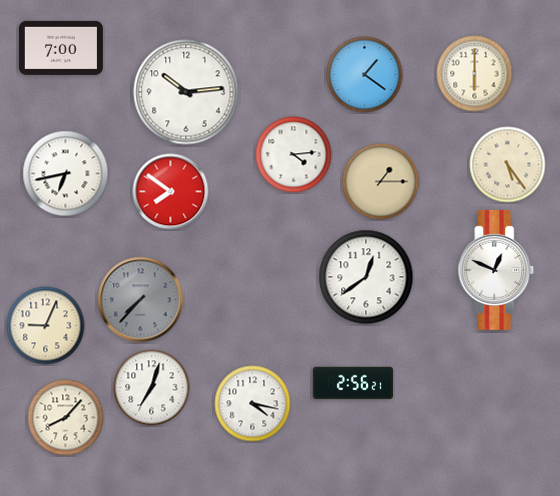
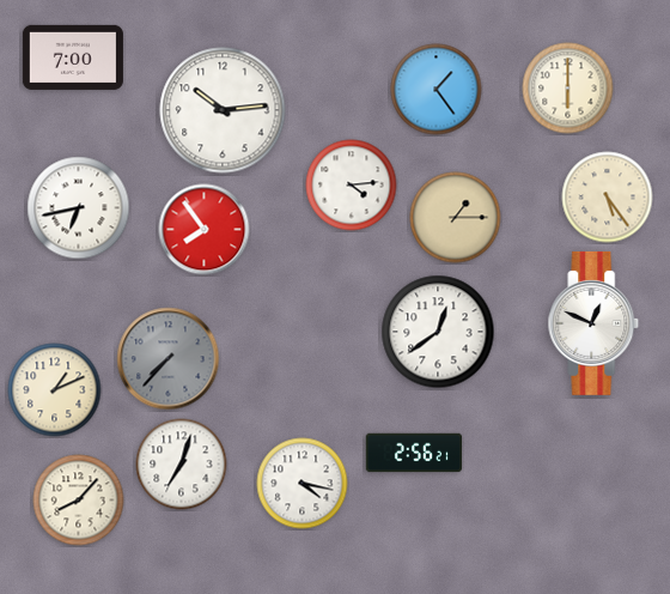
clock at (365, 75): 1:21 -> 1:24
clock at (171, 192): 7:51 -> 7:54
clock at (46, 326): 9:04 -> 1:11
clock at (353, 383) position: (353, 383) -> (414, 453)
